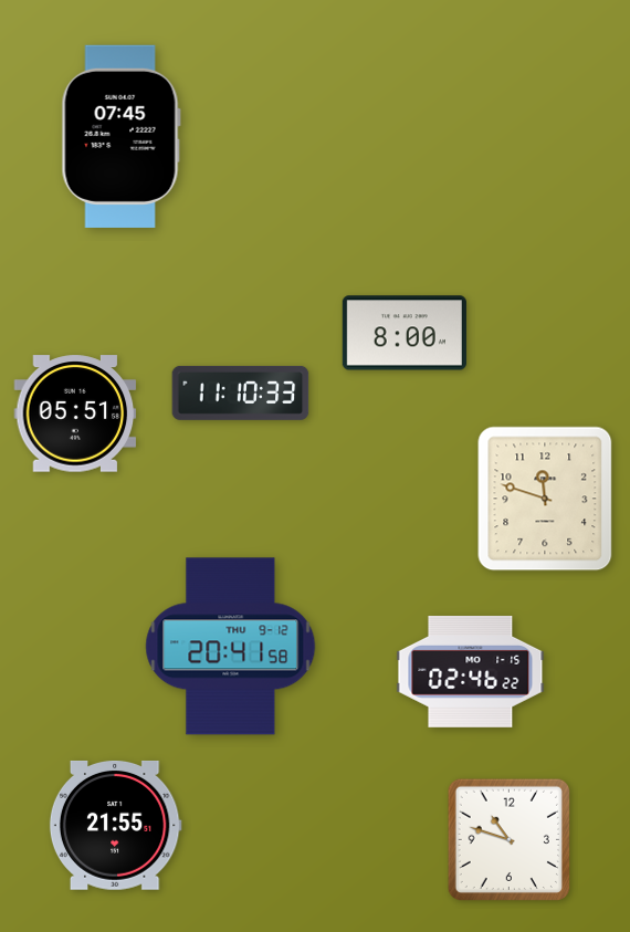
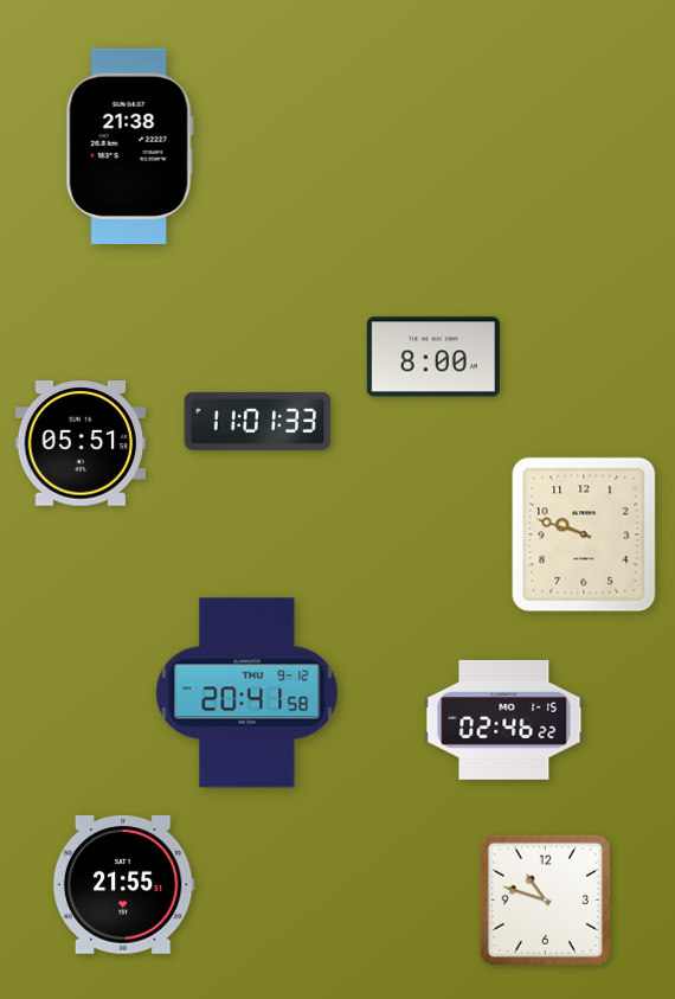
clock at (120, 136): 07:45 -> 21:38
clock at (241, 392): 11:10 -> 11:01
clock at (545, 499): 11:48 -> 9:48
